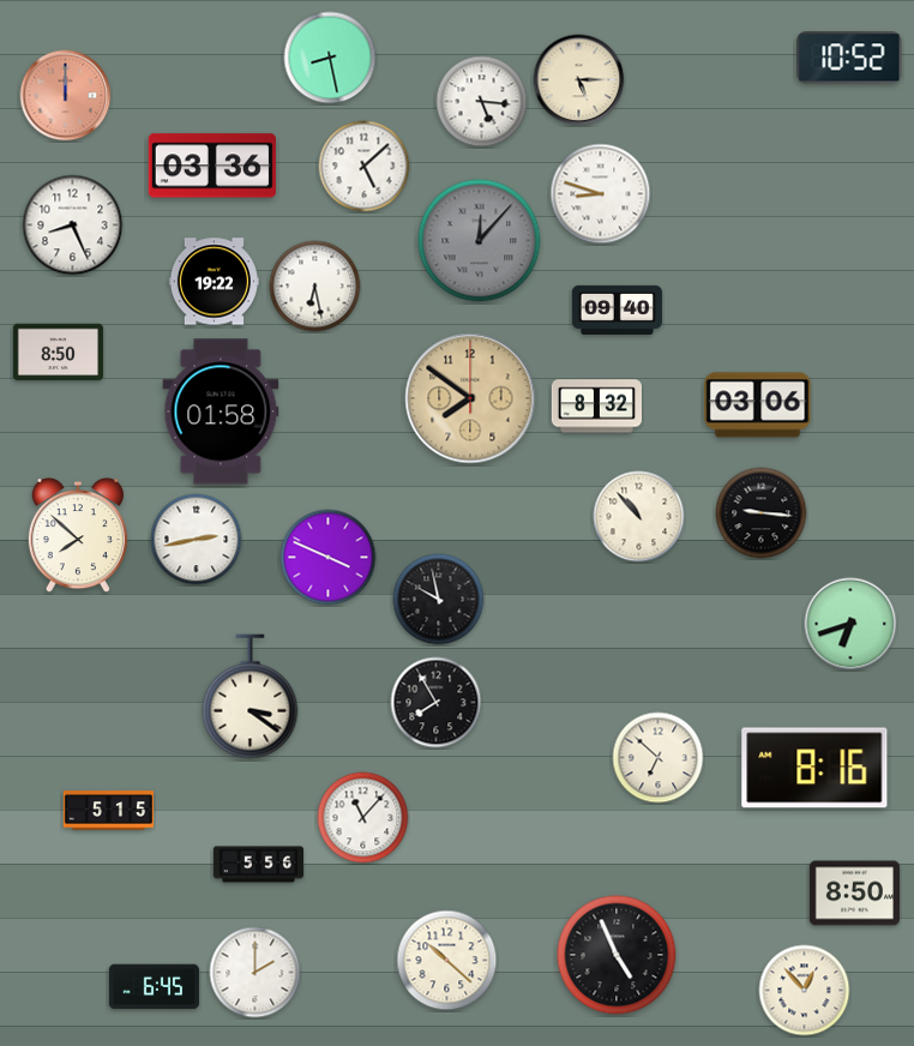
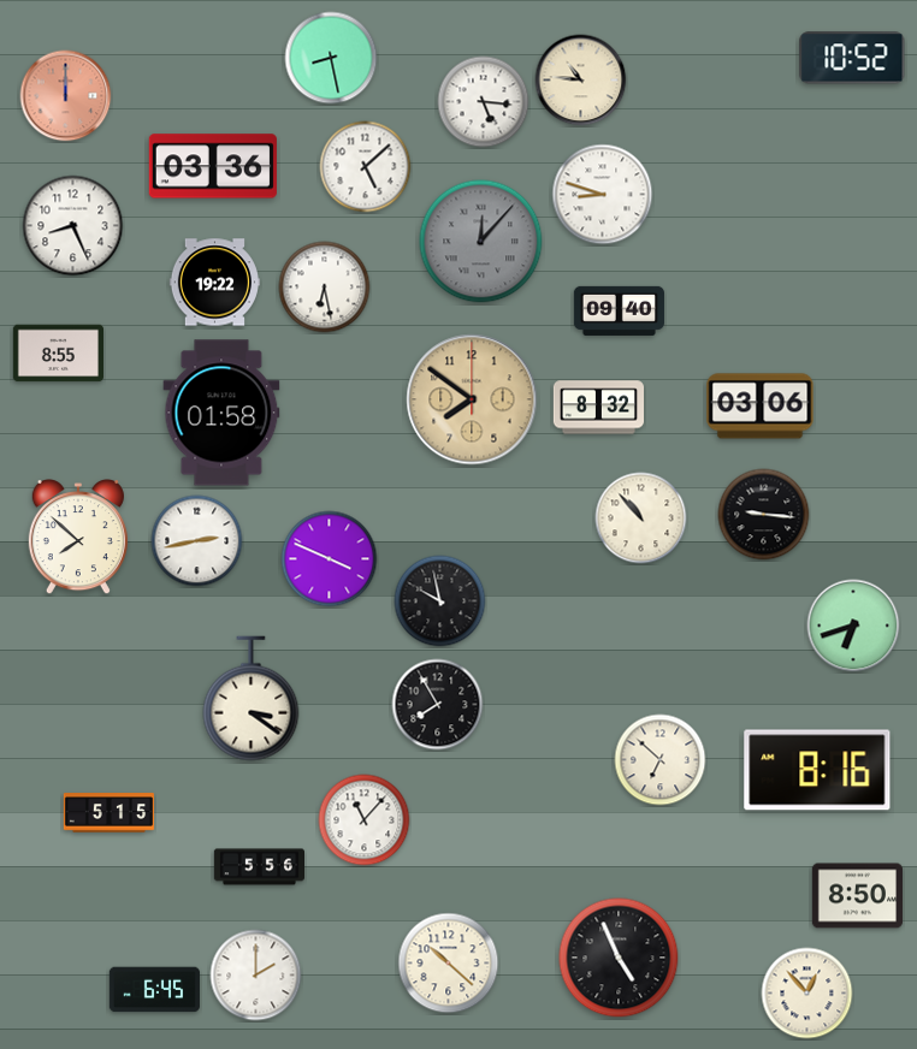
clock at (579, 80): 5:15 -> 10:46
clock at (315, 287) position: (315, 287) -> (325, 288)
clock at (58, 353): 8:50 -> 8:55
